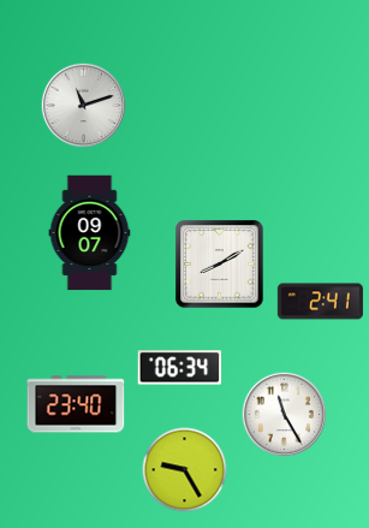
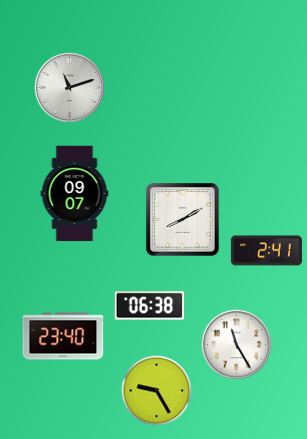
clock at (180, 368): 06:34 -> 06:38
clock at (185, 470) position: (185, 470) -> (157, 391)
